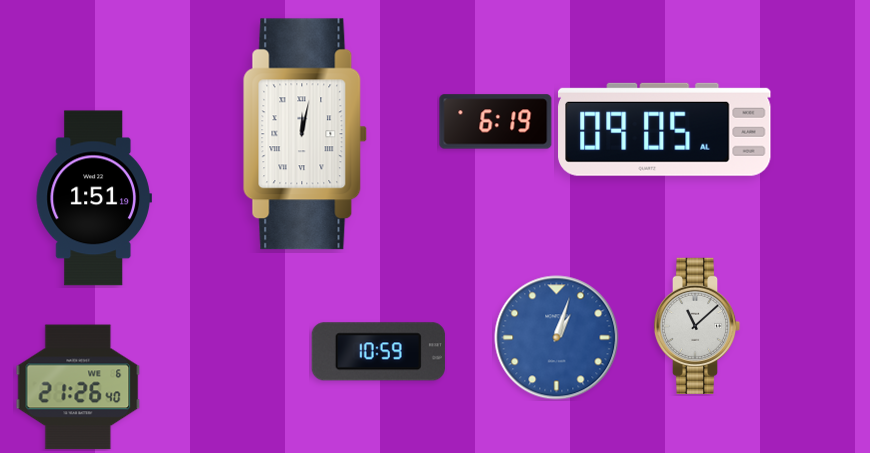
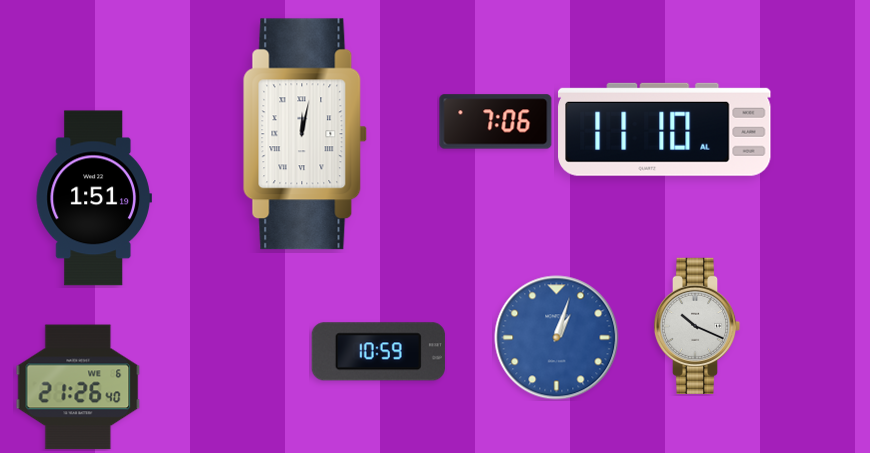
clock at (496, 122): 6:19 -> 7:06
clock at (665, 129): 09:05 -> 11:10
clock at (697, 326): 11:08 -> 10:19
